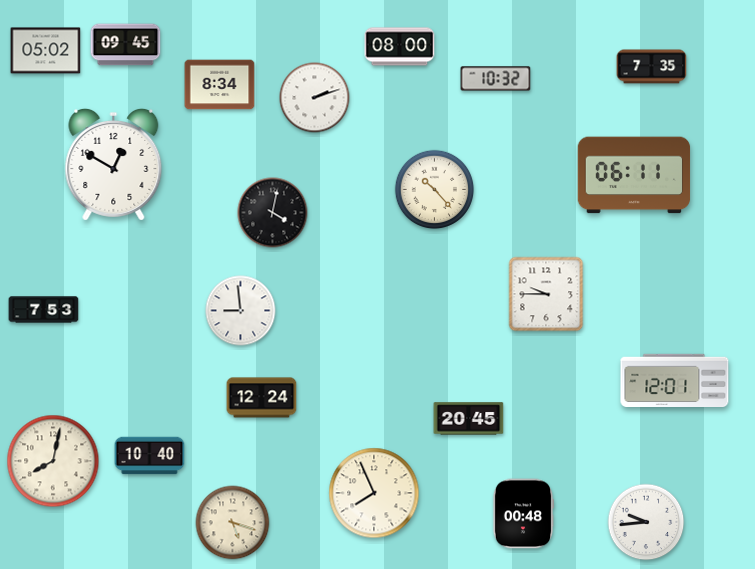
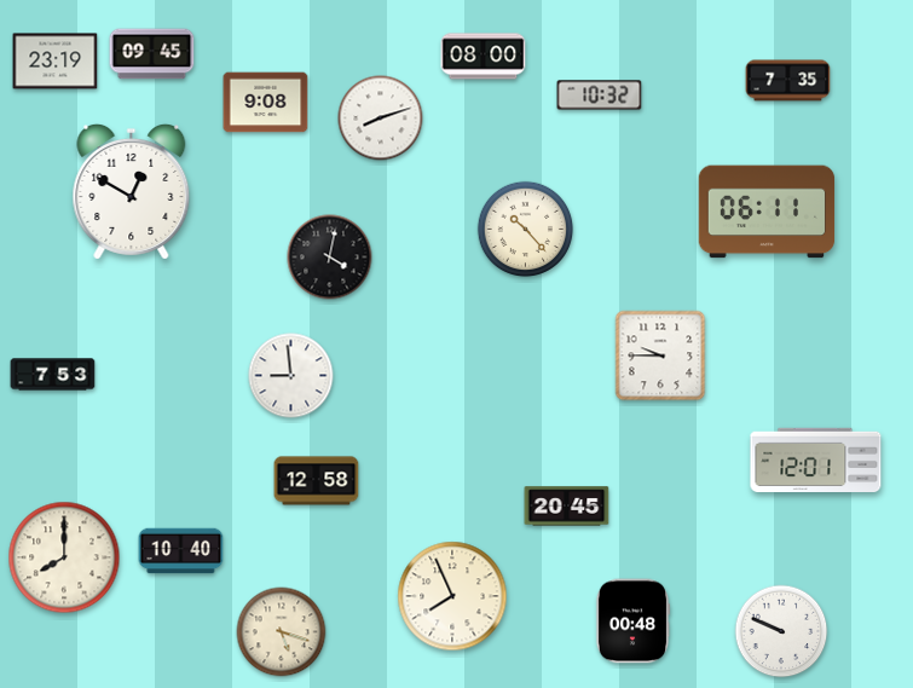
clock at (46, 51): 05:02 -> 23:19
clock at (220, 85): 8:34 -> 9:08
clock at (315, 98): 2:12 -> 8:12
clock at (114, 164) position: (114, 164) -> (132, 191)
clock at (262, 398): 12:24 -> 12:58
clock at (53, 461): 8:02 -> 8:00
clock at (646, 522): 9:44 -> 9:49
